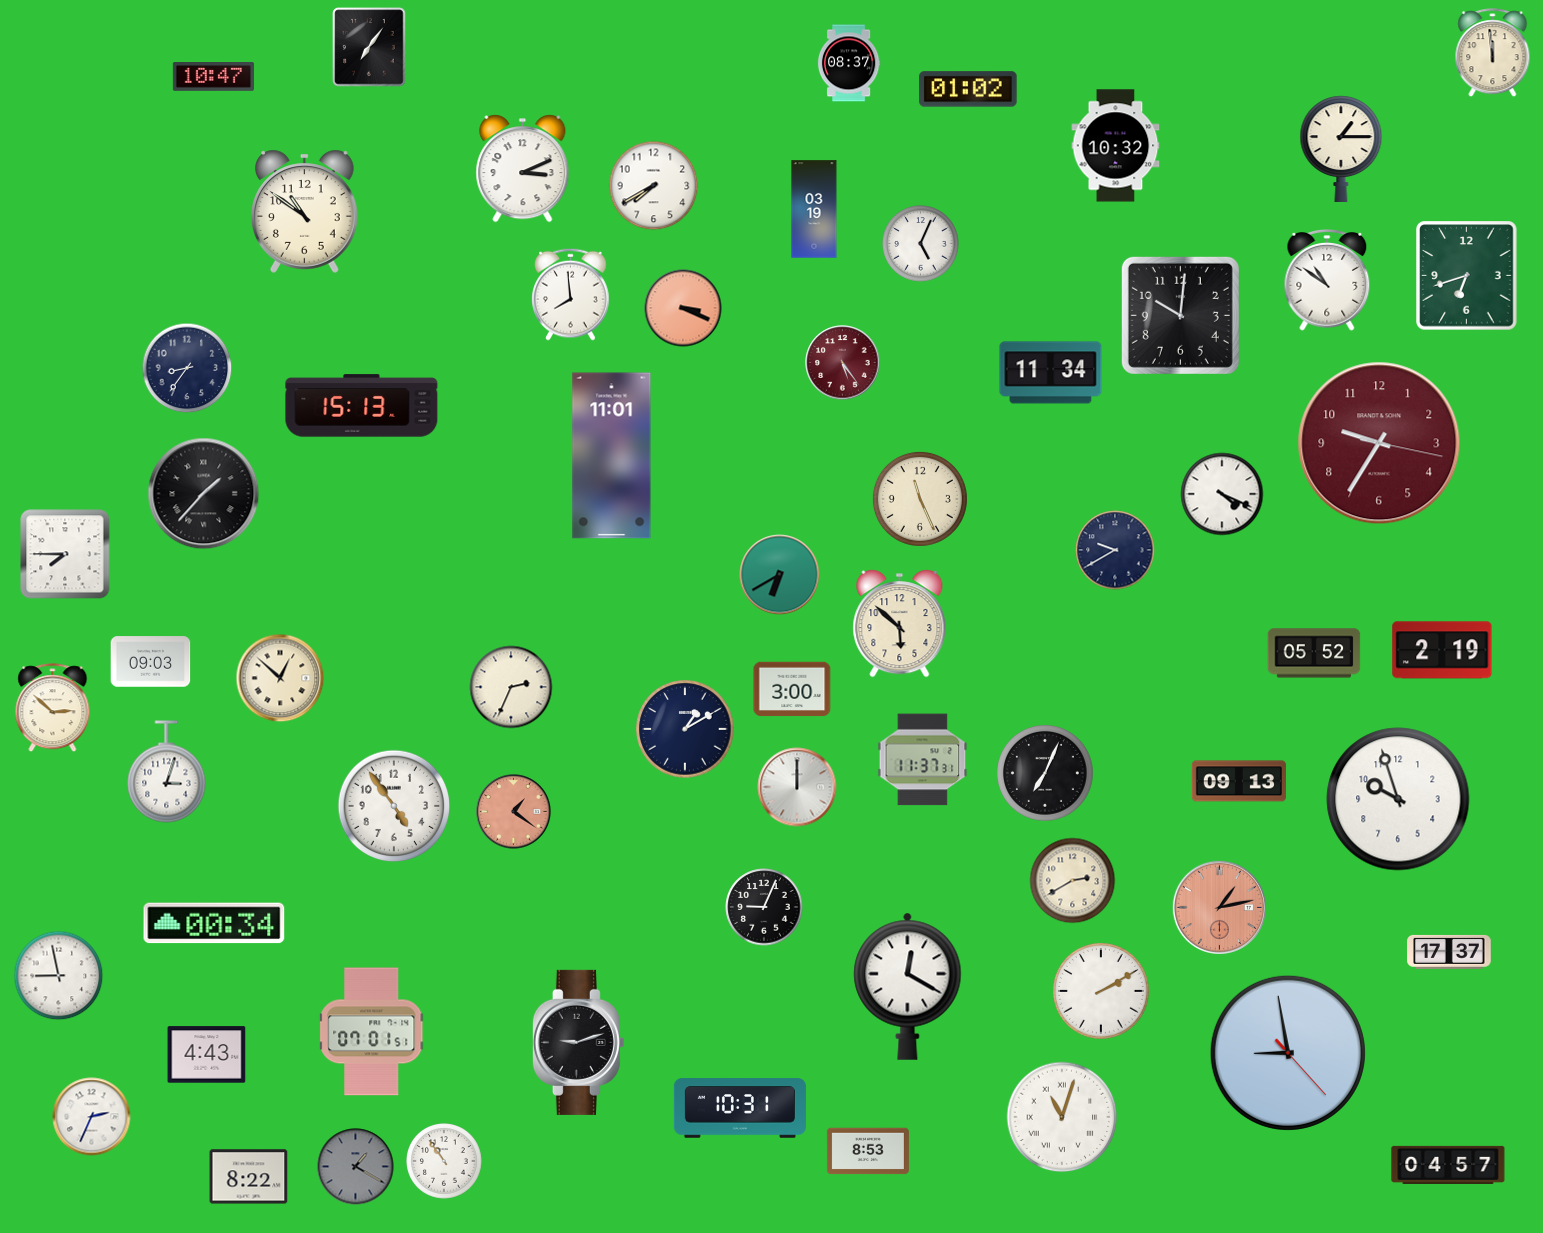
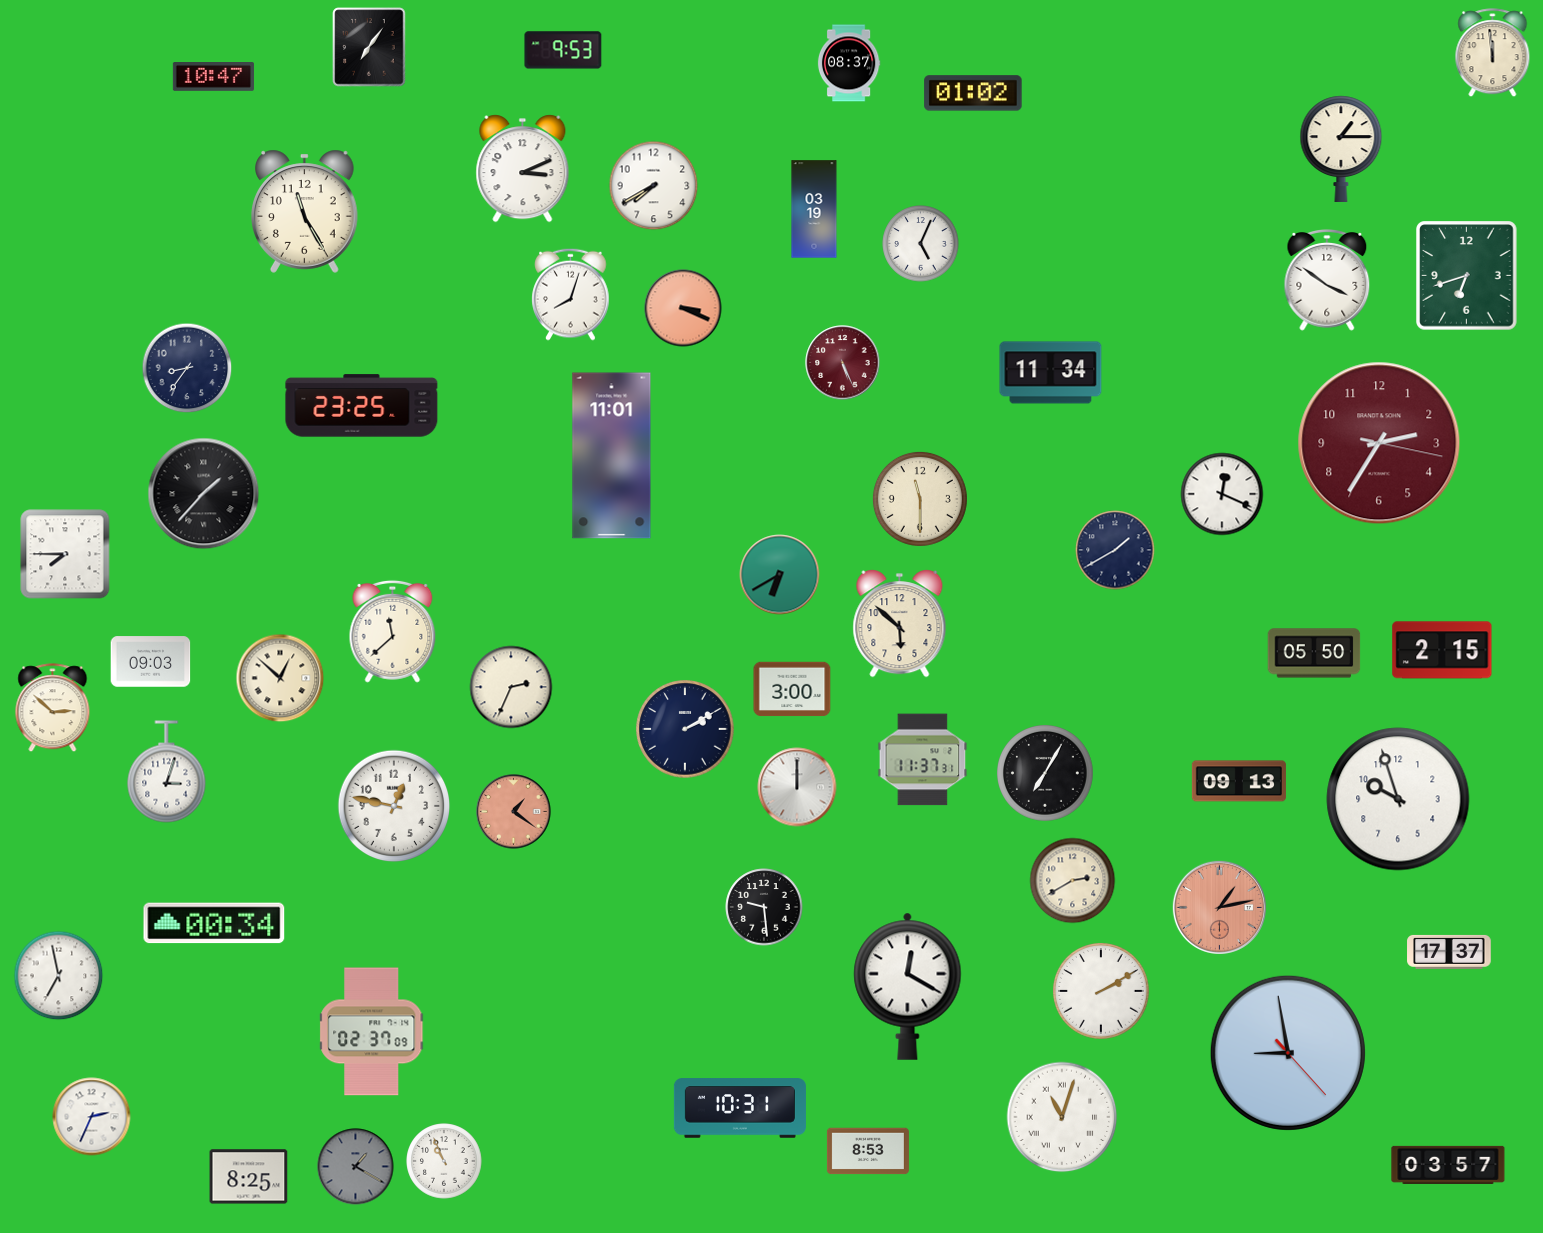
clock at (563, 50): none -> 9:53
clock at (968, 89) position: (968, 89) -> (973, 93)
clock at (1116, 146): 10:32 -> none
clock at (305, 211): 10:51 -> 11:25
clock at (1327, 281): 10:51 -> 3:51
clock at (571, 294): 7:59 -> 8:03
clock at (1180, 315): 10:01 -> none
clock at (843, 363): 5:24 -> 5:26
clock at (362, 406): 15:13 -> 23:25
clock at (1379, 443): 9:35 -> 2:35
clock at (1222, 494): 4:19 -> 12:19
clock at (920, 499): 11:26 -> 11:30
clock at (1115, 550): 9:40 -> 1:40
clock at (393, 631): none -> 11:38
clock at (1442, 650): 2:19 -> 2:15
clock at (1314, 653): 05:52 -> 05:50
clock at (685, 729): 1:10 -> 2:10
clock at (1046, 774): 7:04 -> 7:05
clock at (394, 806): 4:54 -> 12:47
clock at (764, 907): 9:04 -> 9:29
clock at (59, 976): 8:58 -> 6:58
clock at (372, 1032): 07:01 -> 02:37
clock at (578, 1042): 9:12 -> none
clock at (207, 1055): 4:43 -> none
clock at (444, 1161): 10:54 -> 10:56
clock at (1448, 1165): 04:57 -> 03:57
clock at (249, 1177): 8:22 -> 8:25
